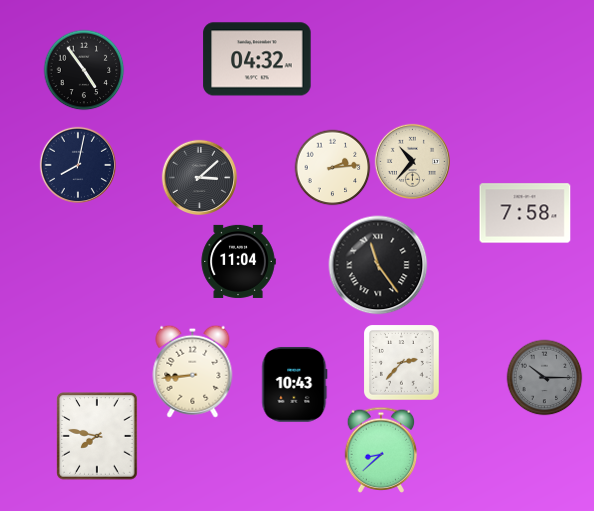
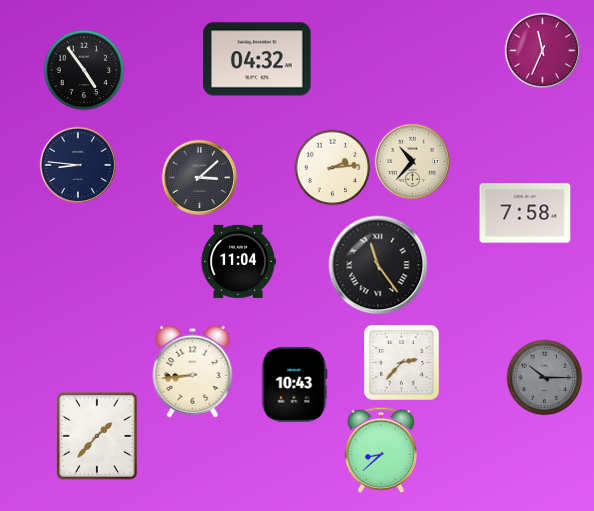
clock at (542, 50): none -> 11:34
clock at (77, 164): 8:02 -> 8:46
clock at (97, 436): 7:47 -> 1:37
